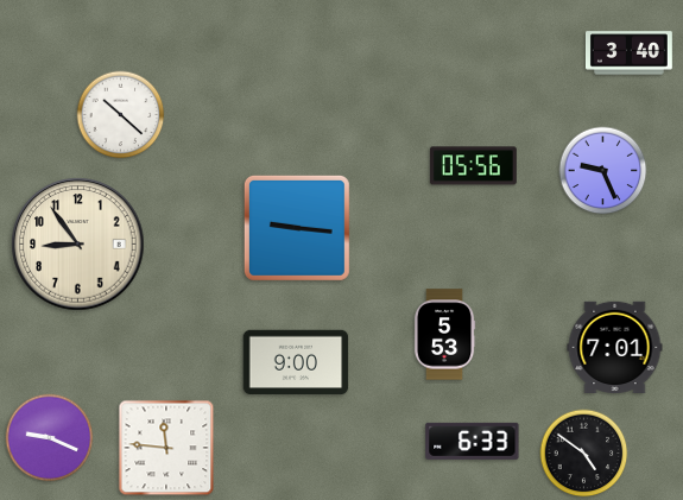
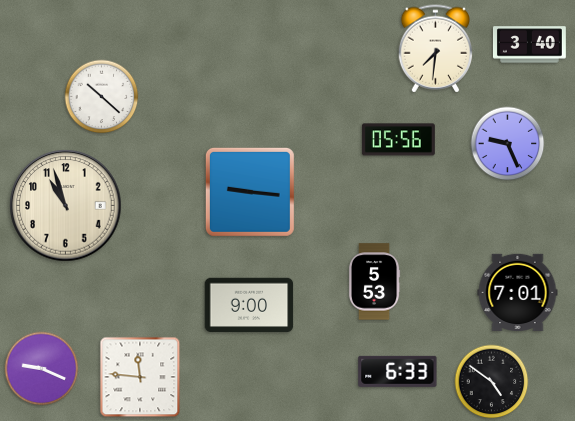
clock at (436, 49): none -> 7:31
clock at (78, 245): 8:54 -> 10:57
